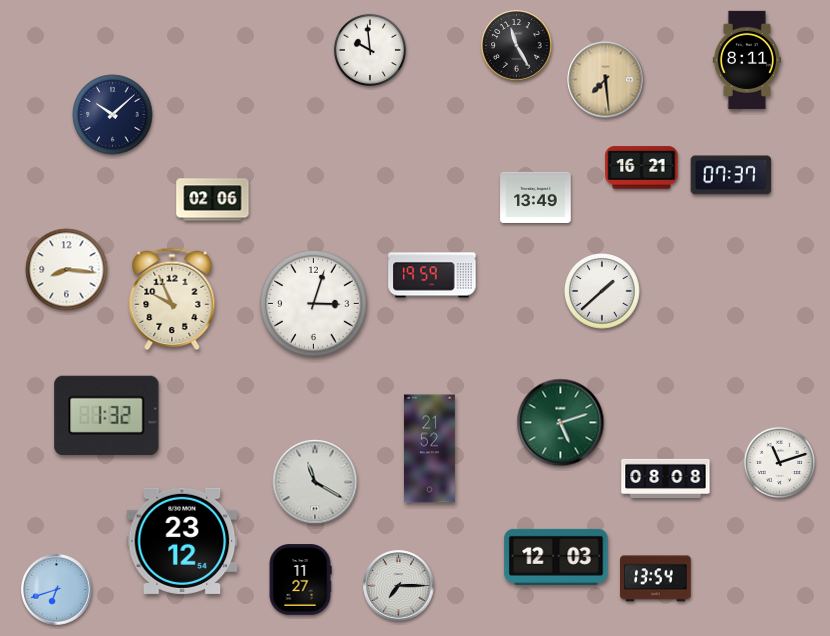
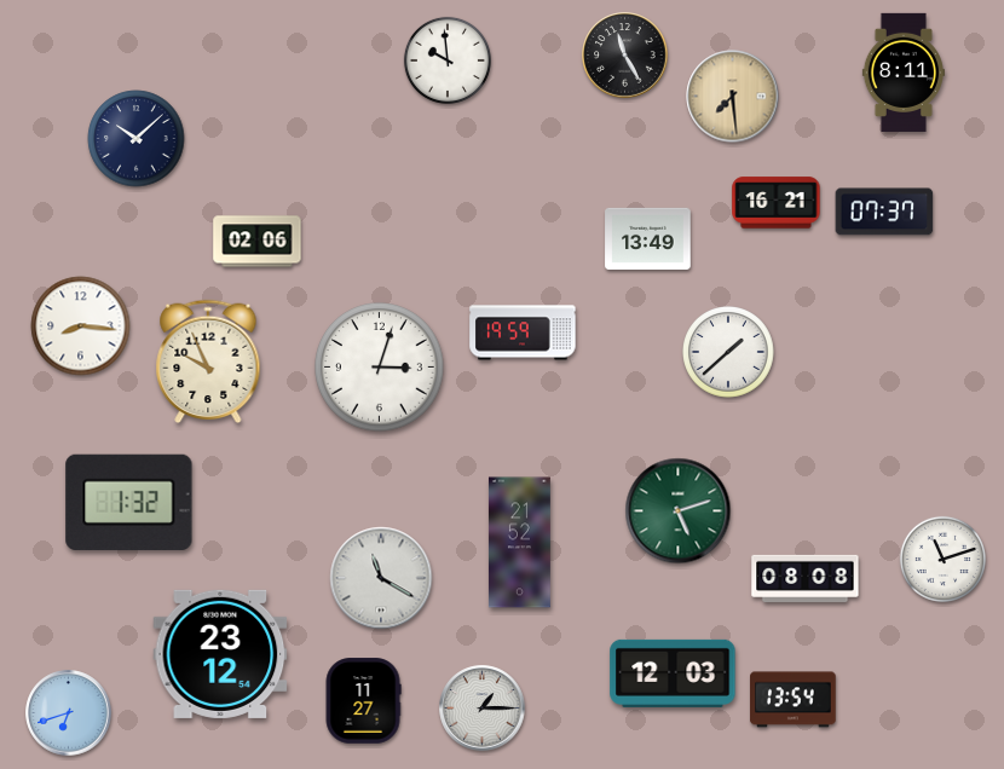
clock at (315, 482) position: (315, 482) -> (381, 578)
clock at (399, 586): 7:15 -> 1:15
